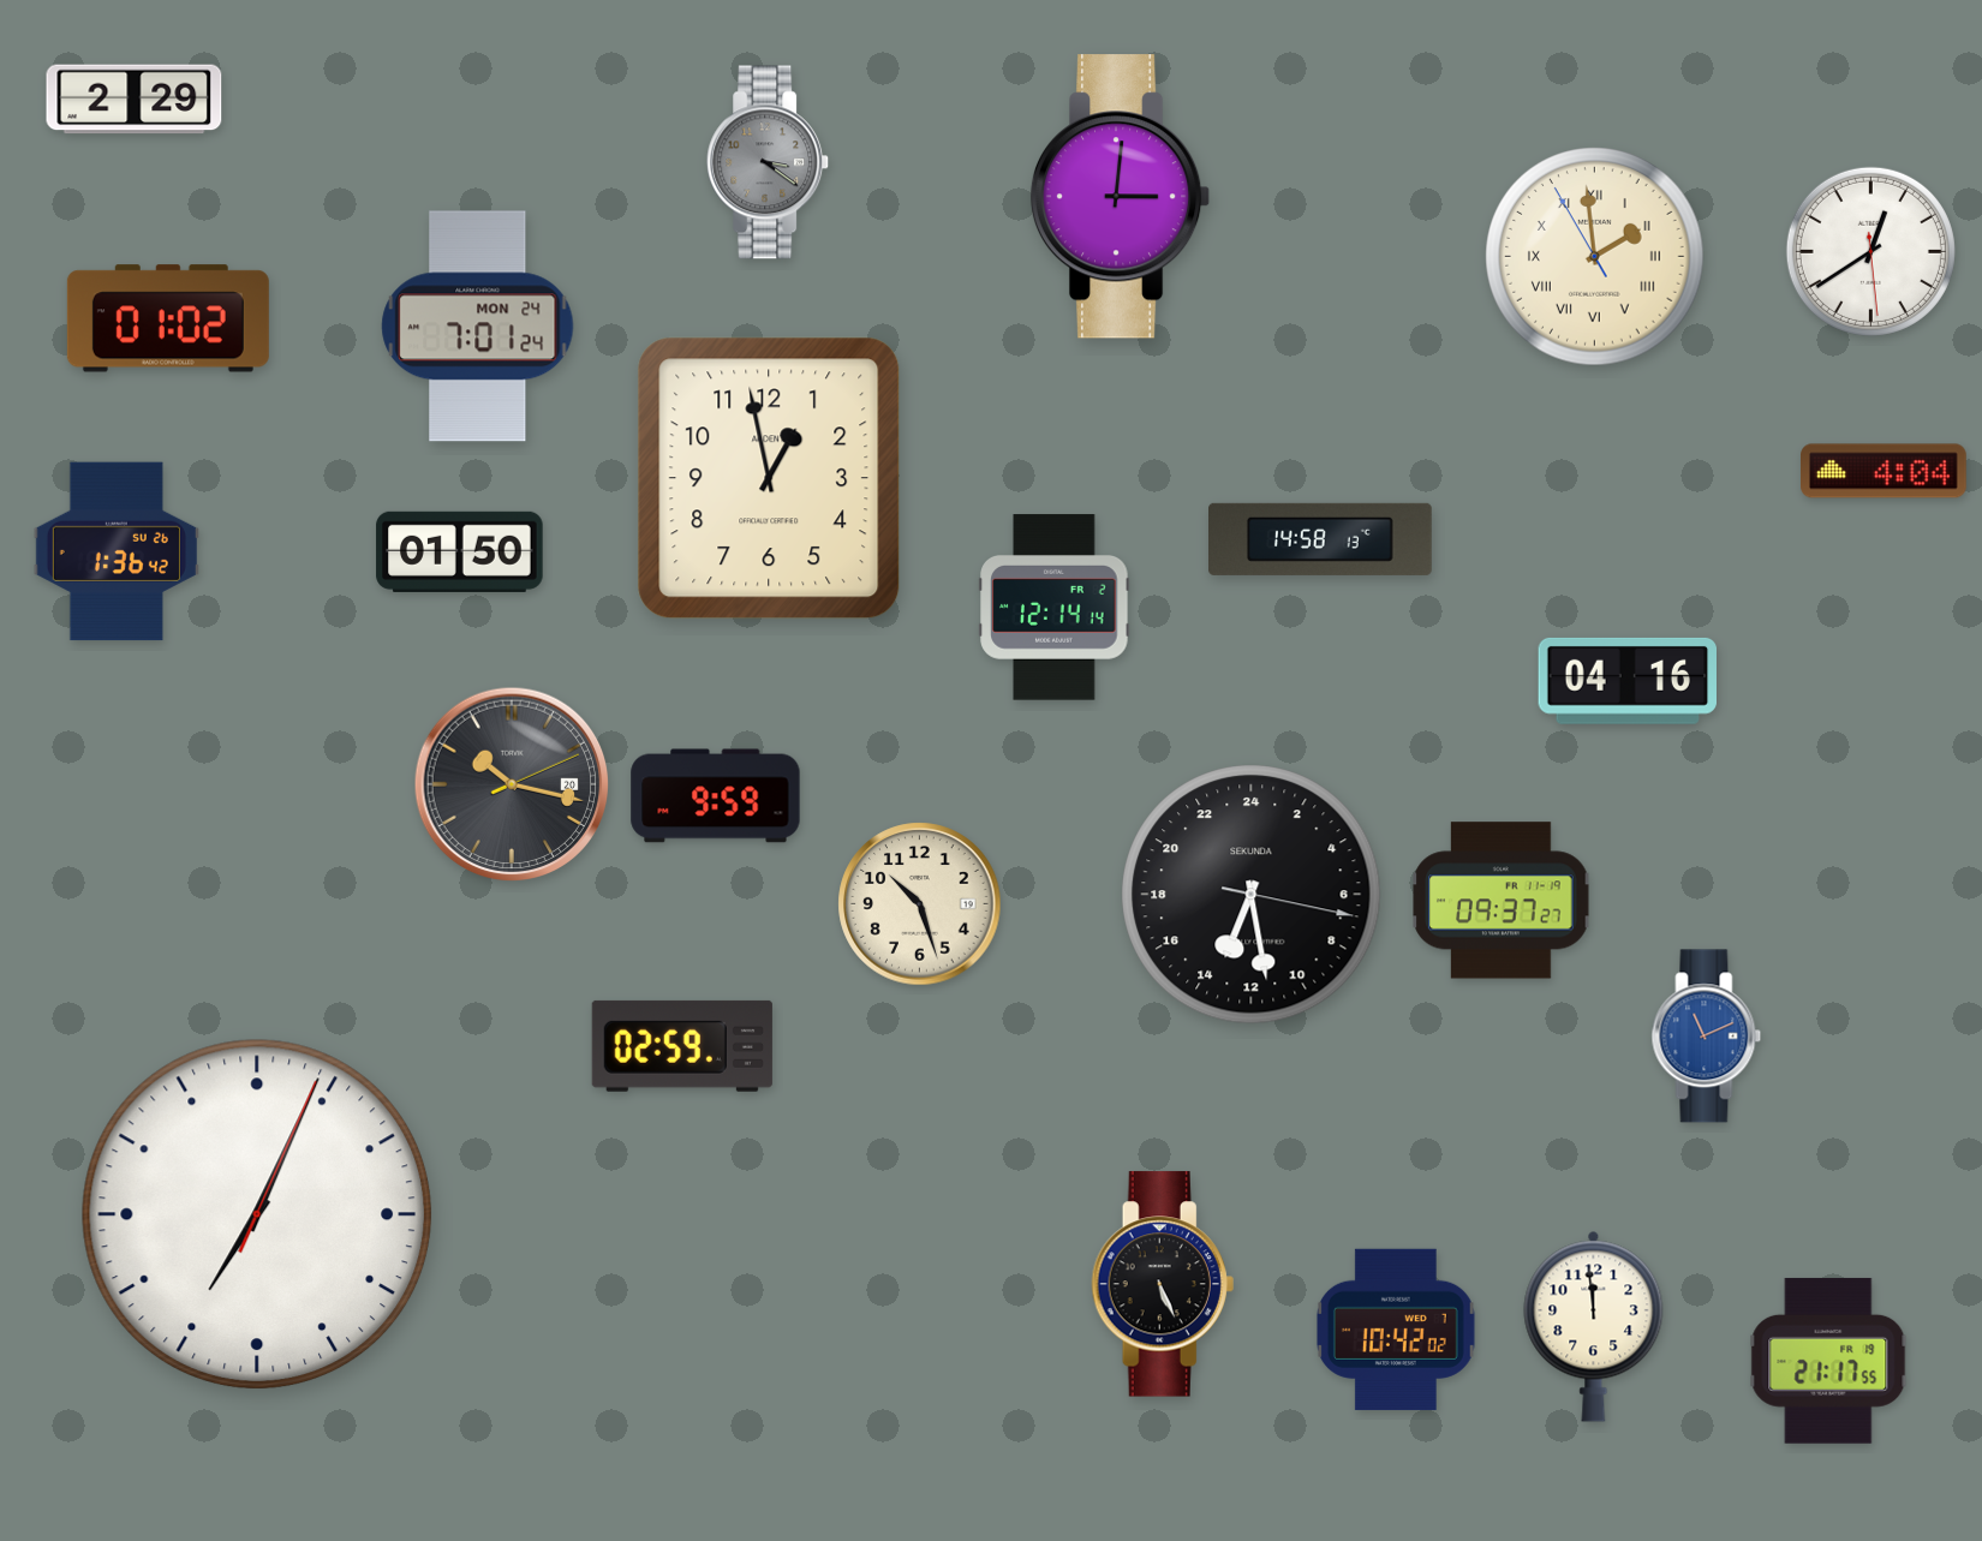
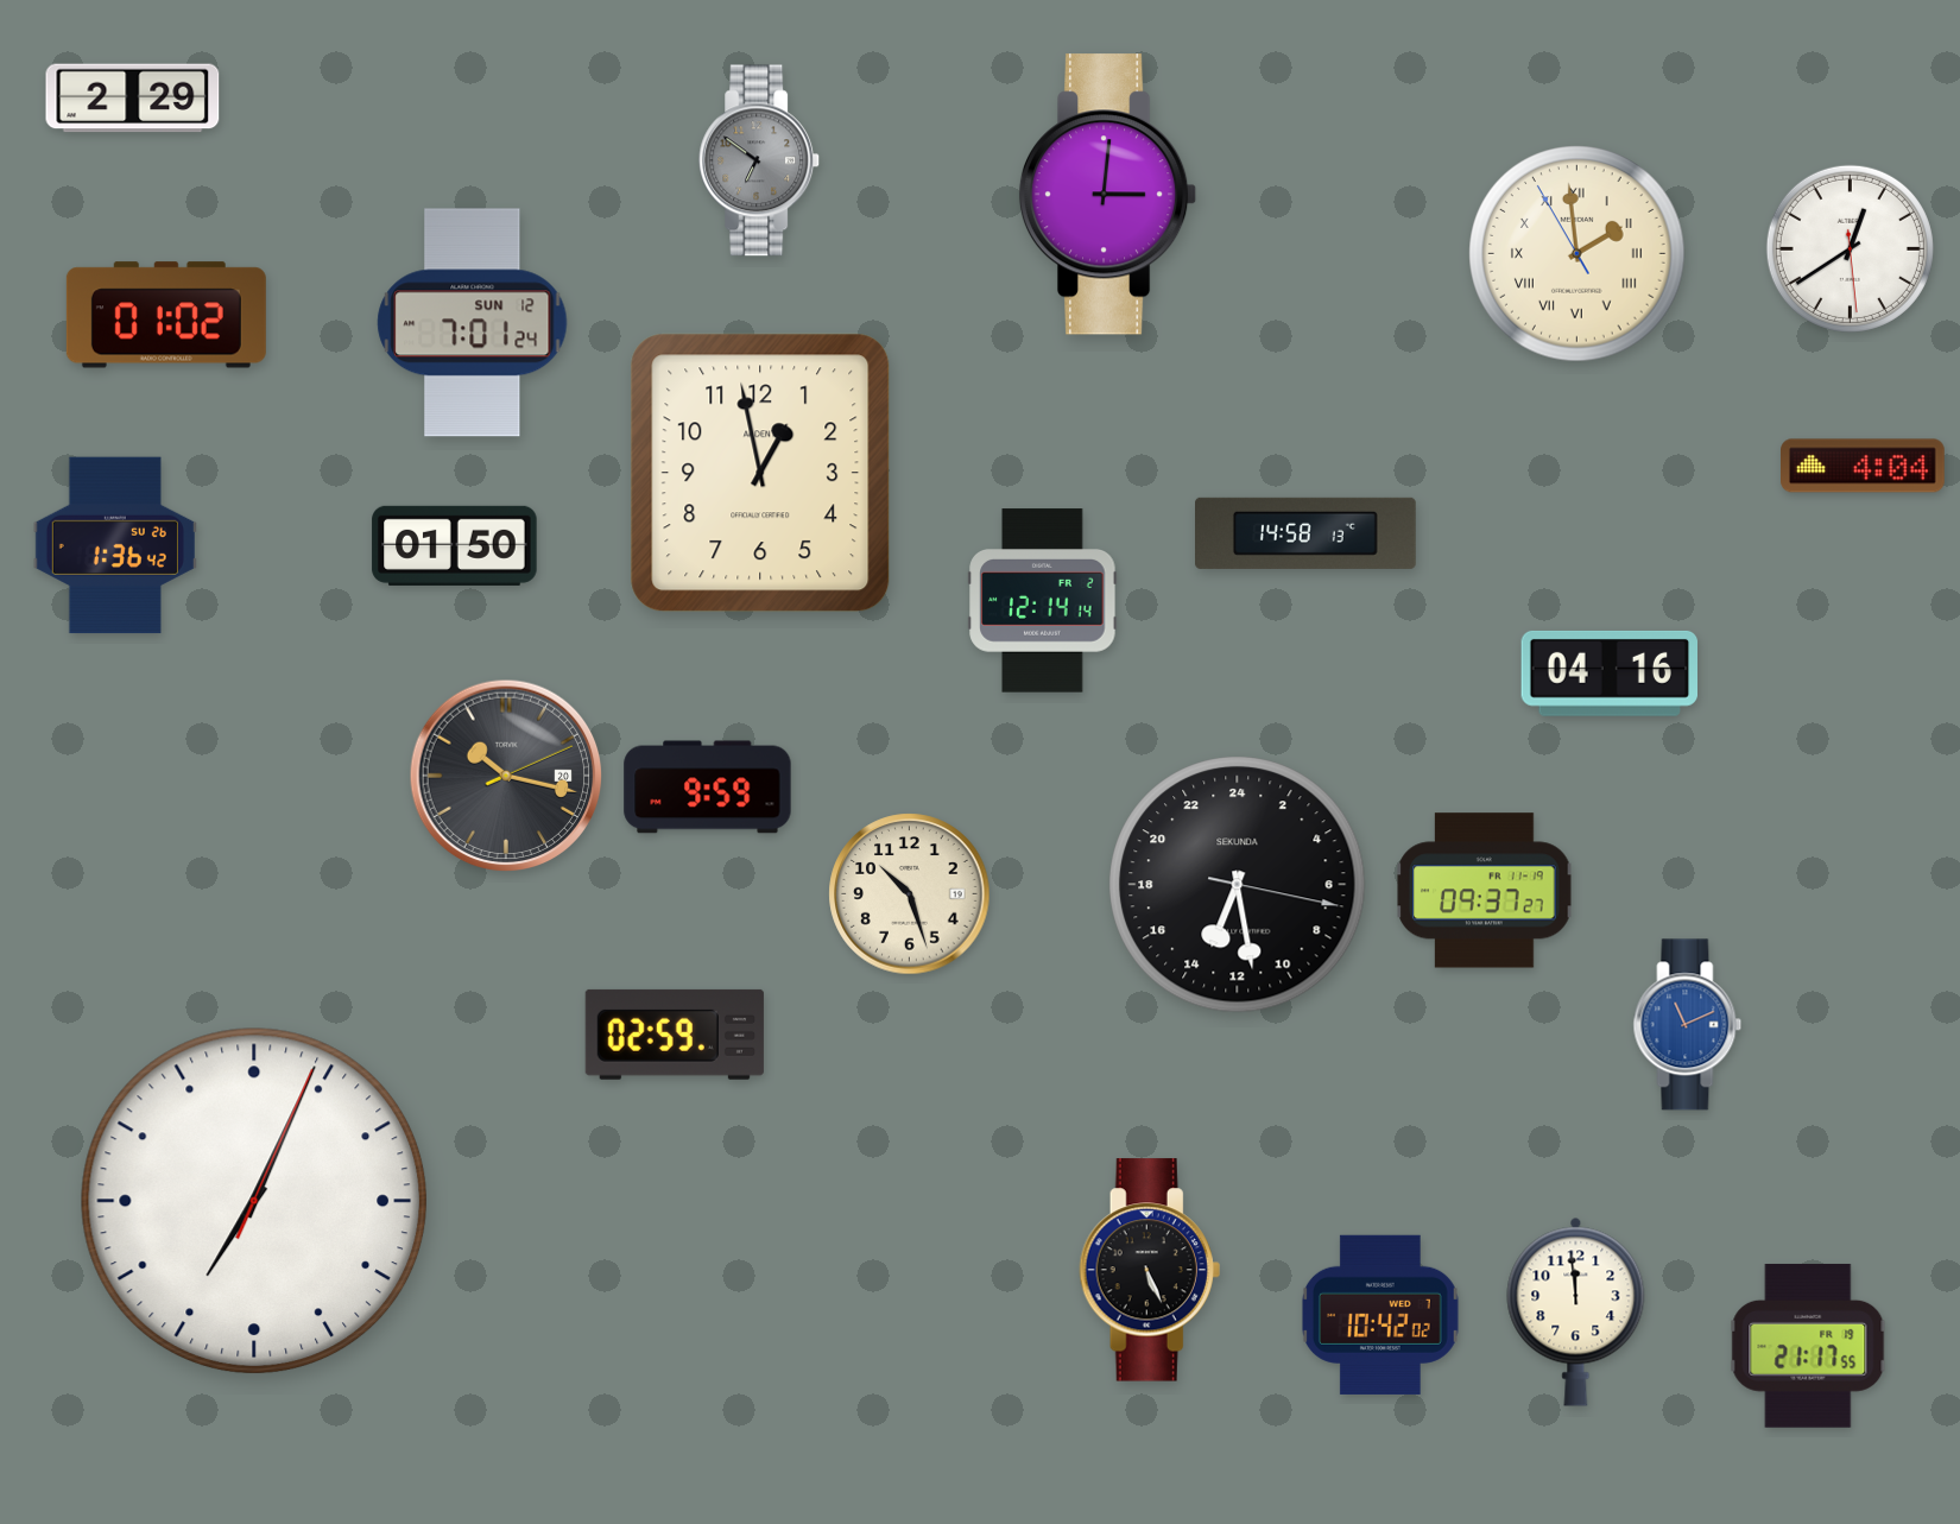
clock at (769, 162): 3:21 -> 6:51
clock at (478, 327) date: MON 24 -> SUN 12
